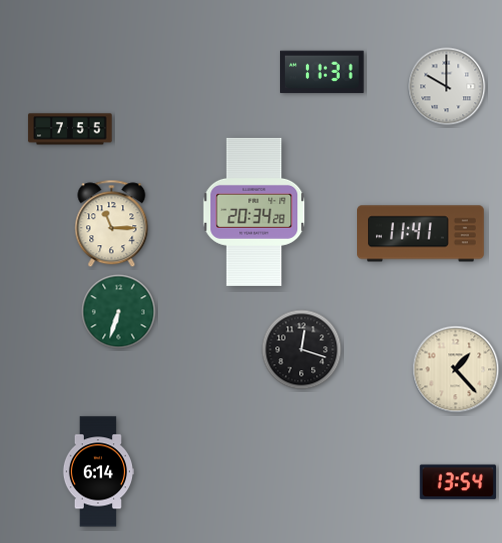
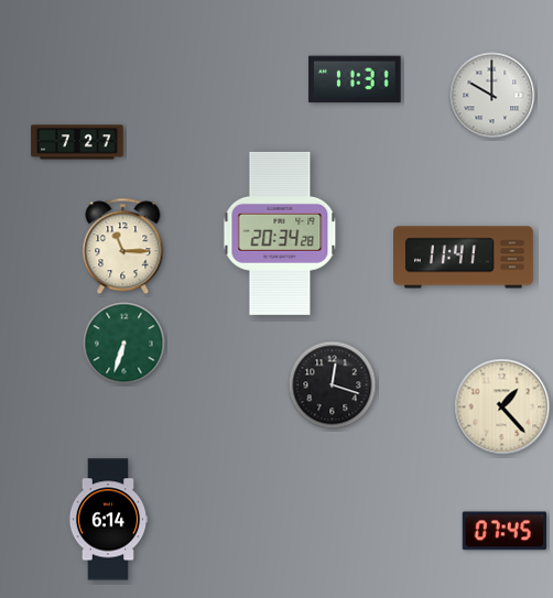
clock at (70, 129): 7:55 -> 7:27
clock at (119, 312) position: (119, 312) -> (124, 344)
clock at (458, 482): 13:54 -> 07:45
